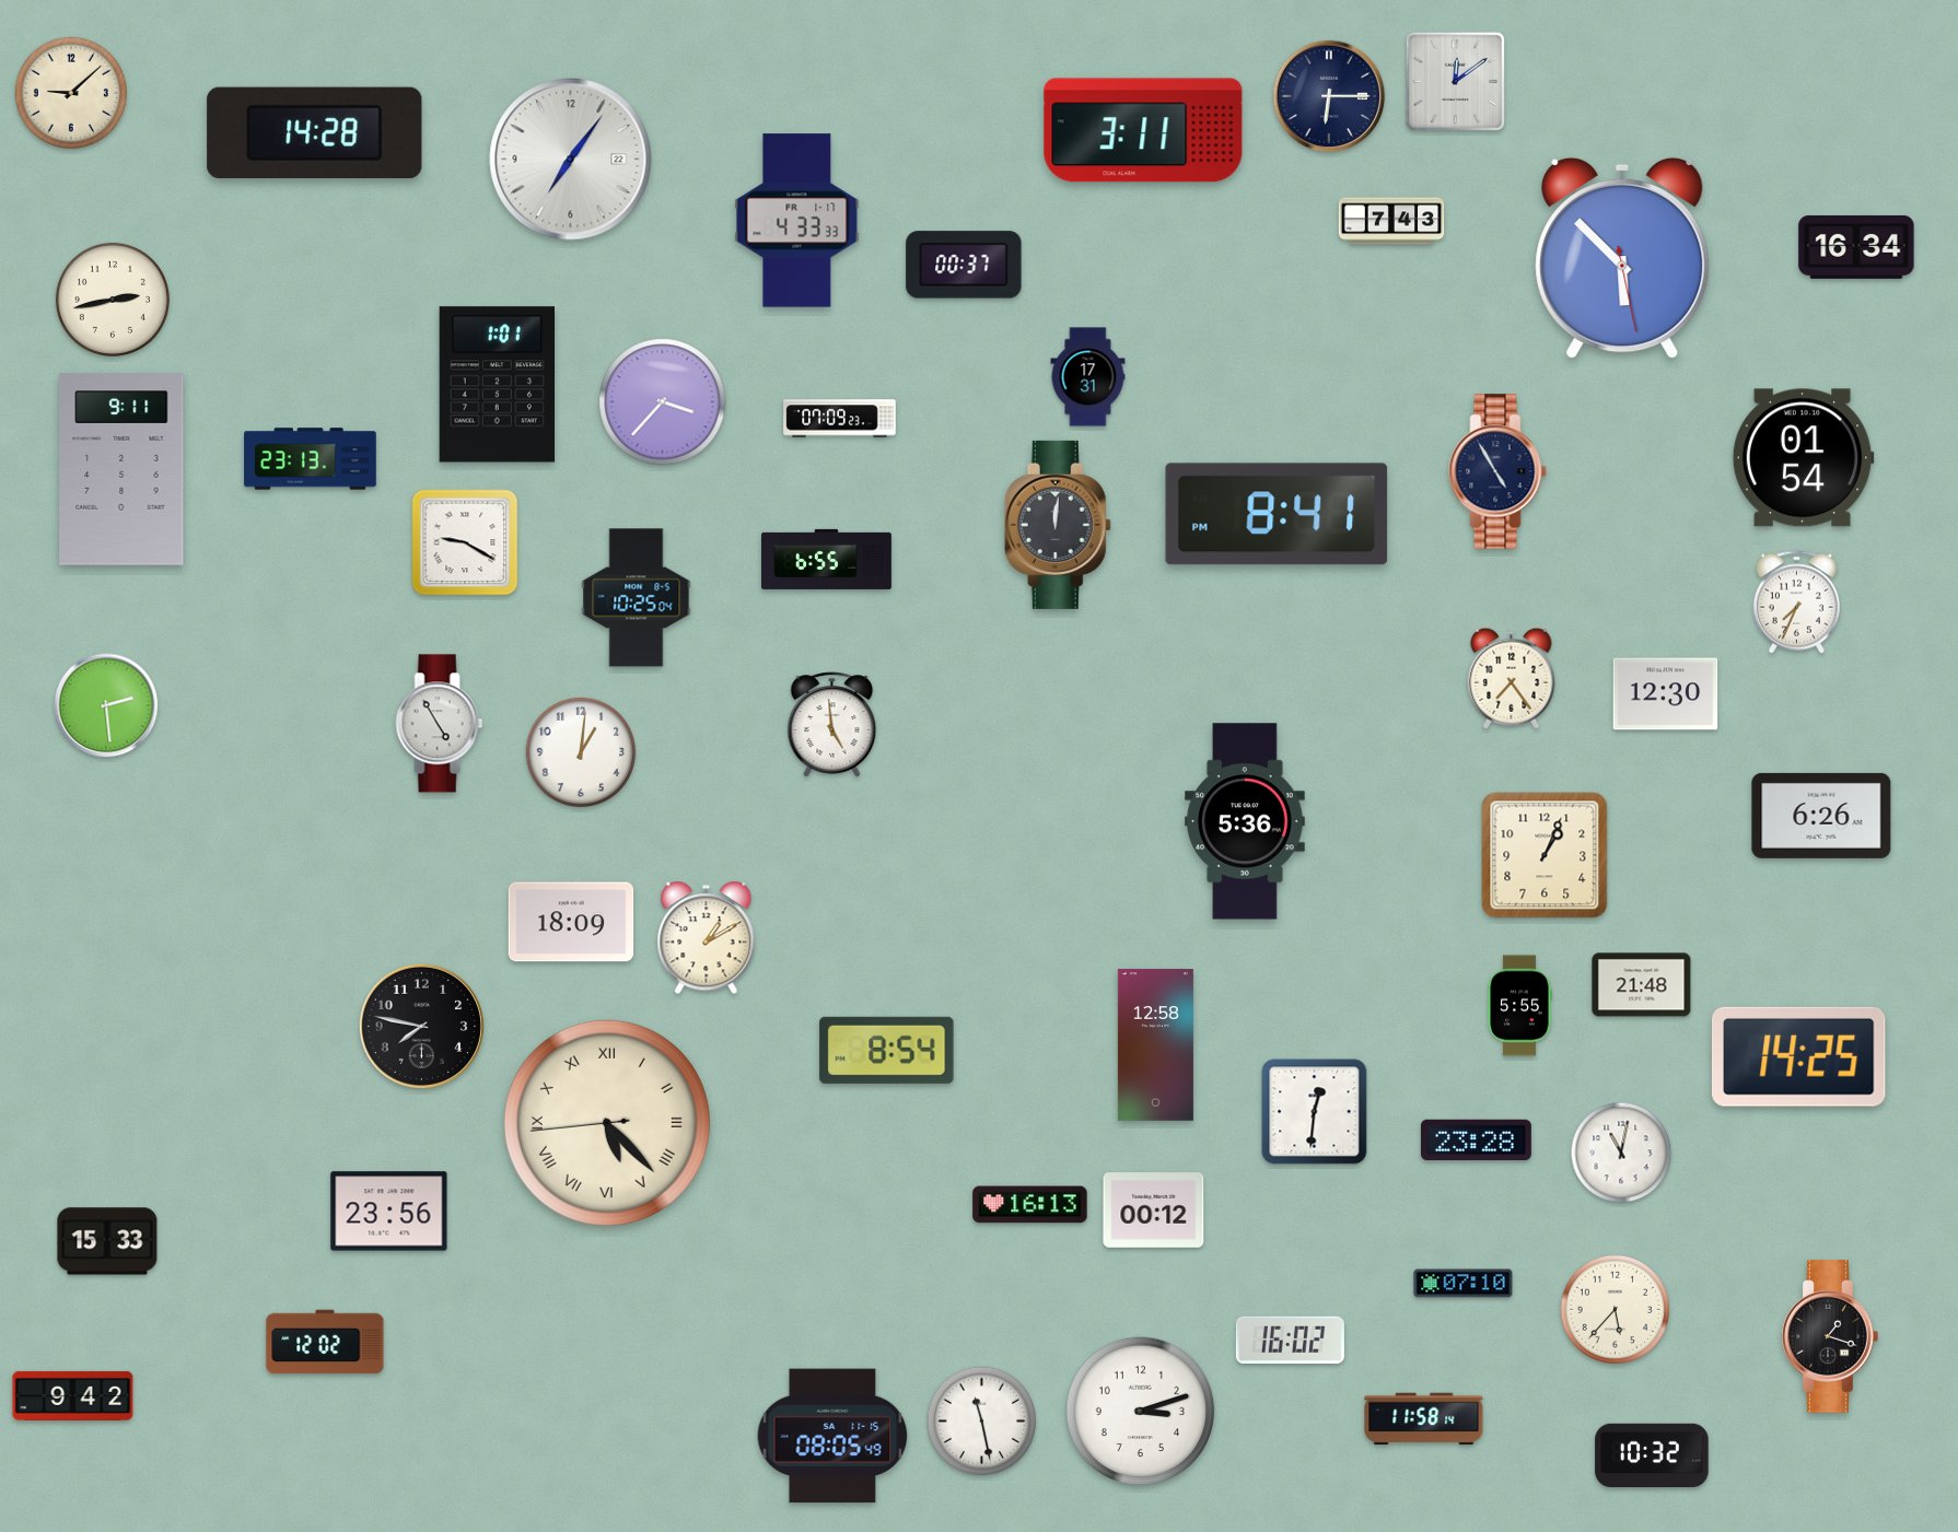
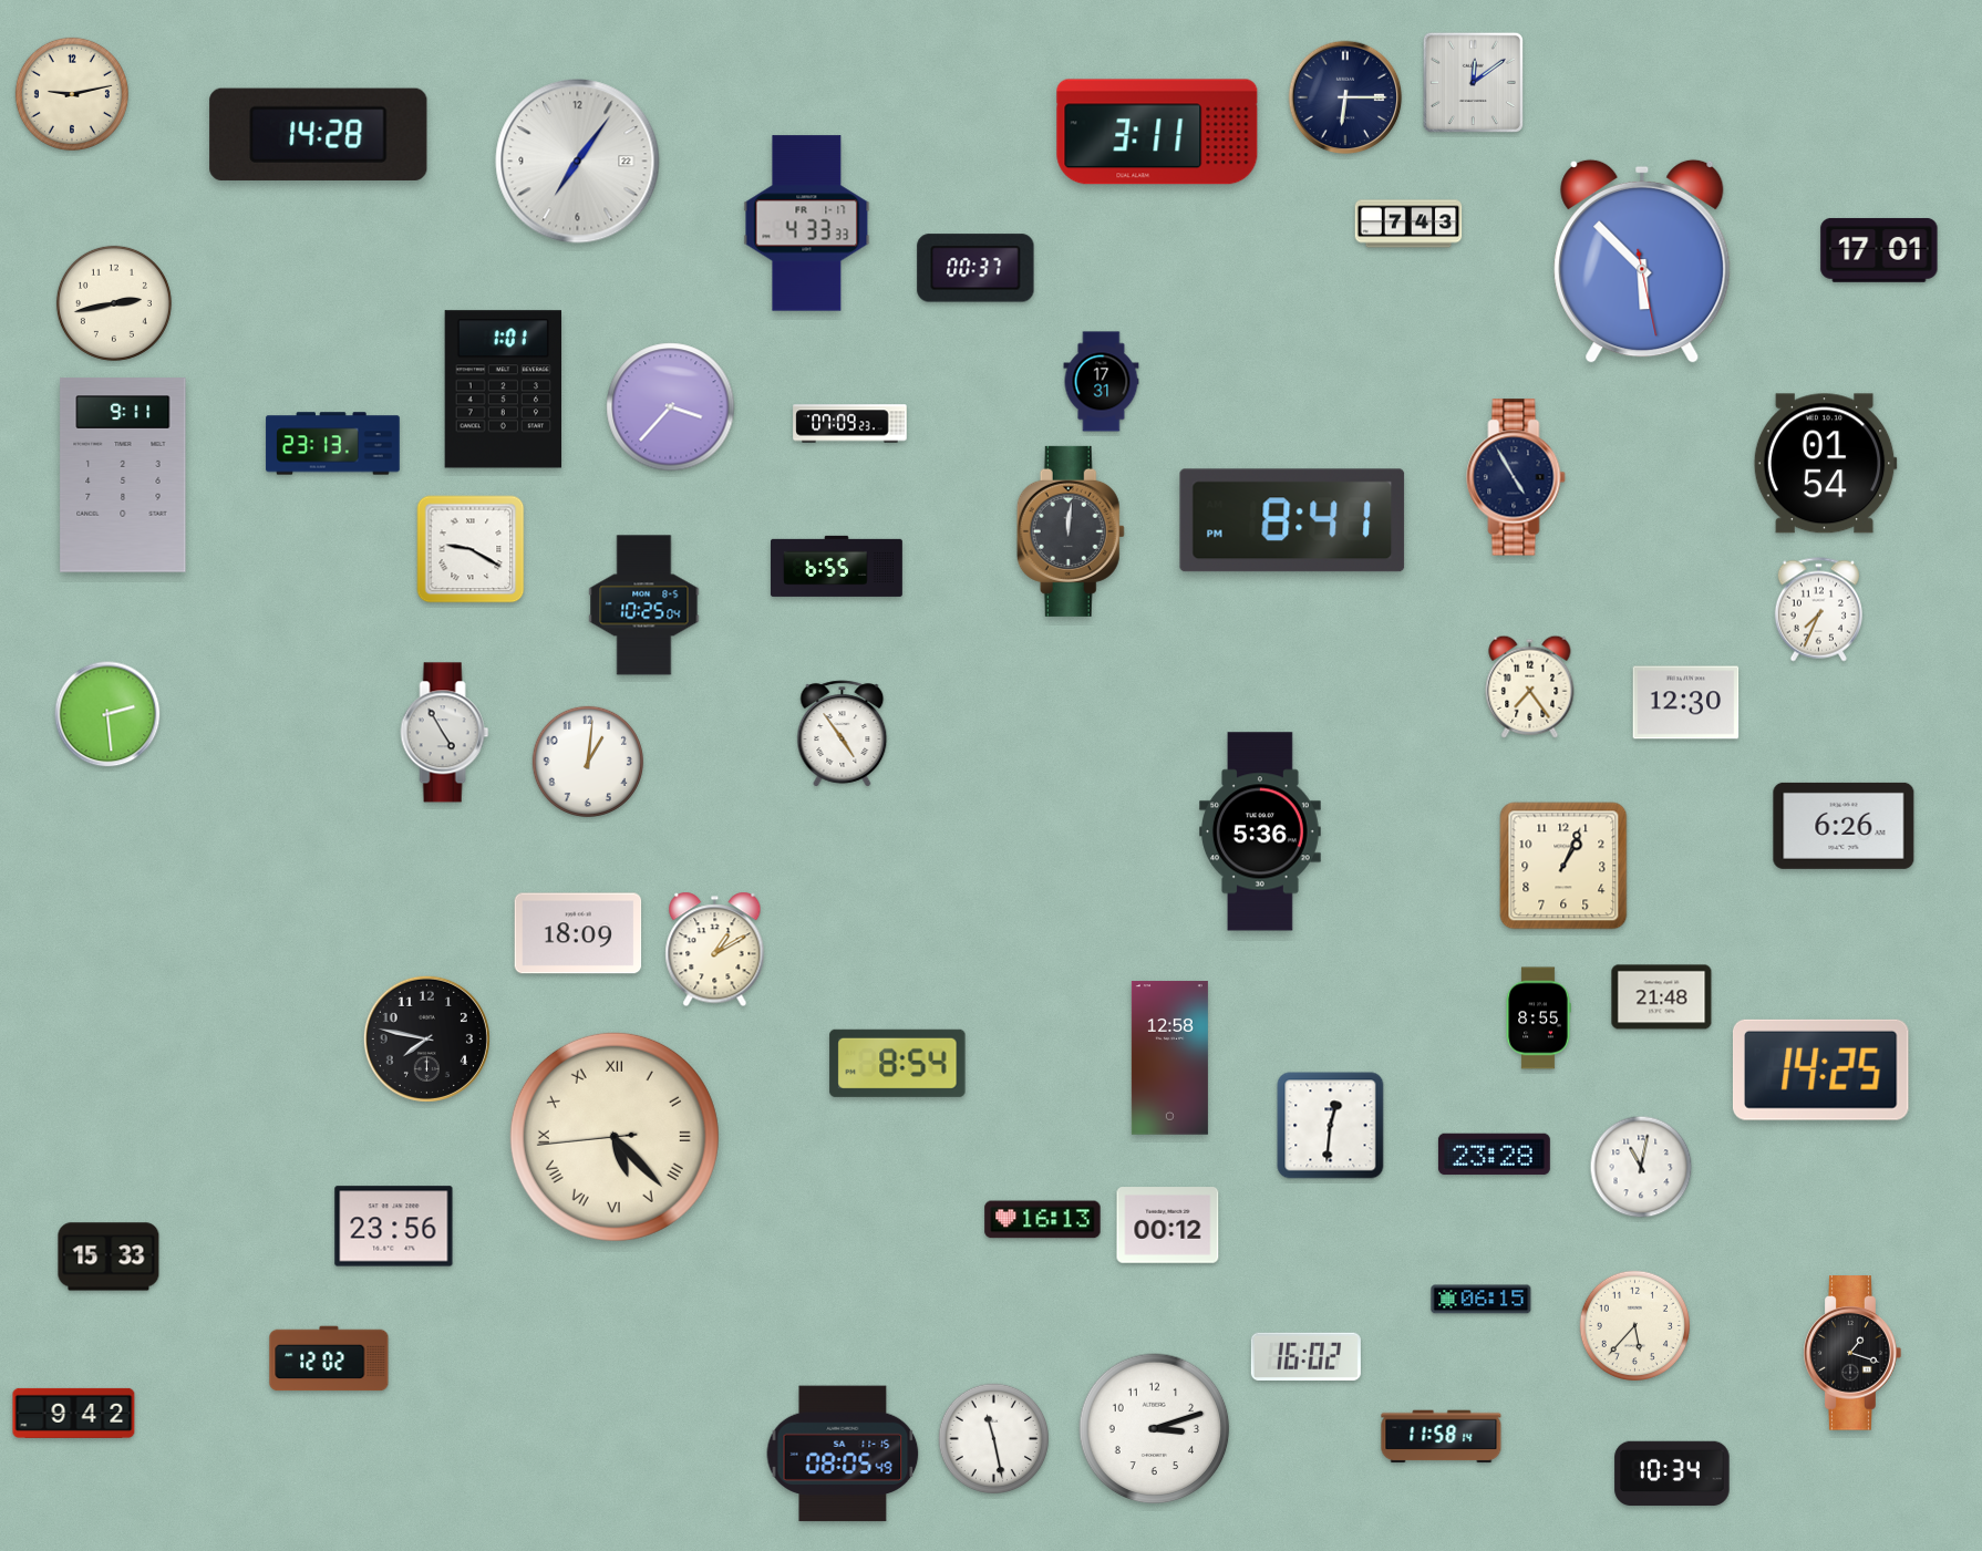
clock at (71, 93): 9:08 -> 9:13
clock at (1856, 247): 16:34 -> 17:01
clock at (311, 459) position: (311, 459) -> (333, 444)
clock at (832, 725): 4:59 -> 4:54
clock at (1519, 1006): 5:55 -> 8:55
clock at (1464, 1284): 07:10 -> 06:15
clock at (1652, 1455): 10:32 -> 10:34
